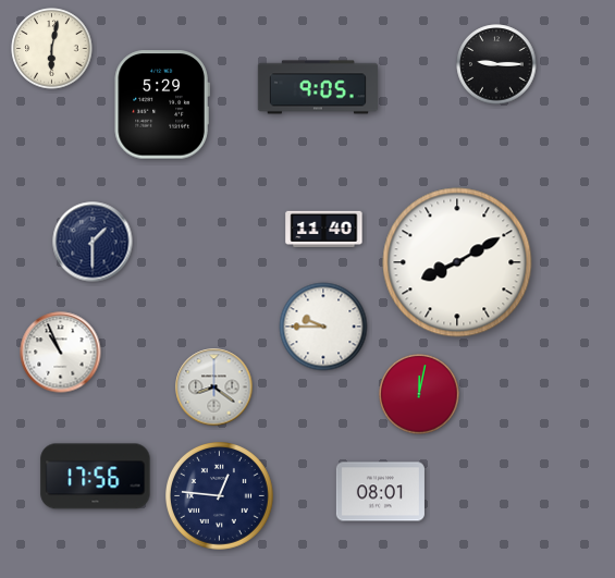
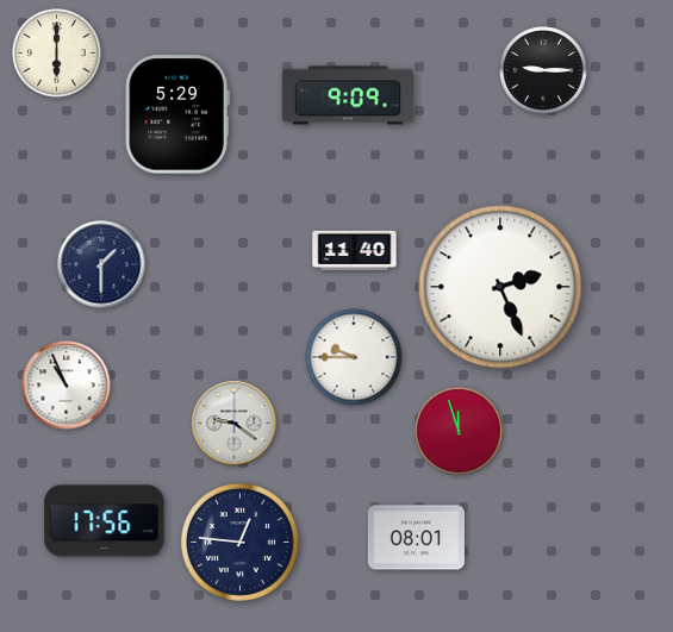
clock at (52, 49): 6:02 -> 6:00
clock at (318, 87): 9:05 -> 9:09
clock at (457, 262): 8:10 -> 2:26
clock at (214, 388): 8:21 -> 9:21
clock at (419, 394): 12:02 -> 11:57
